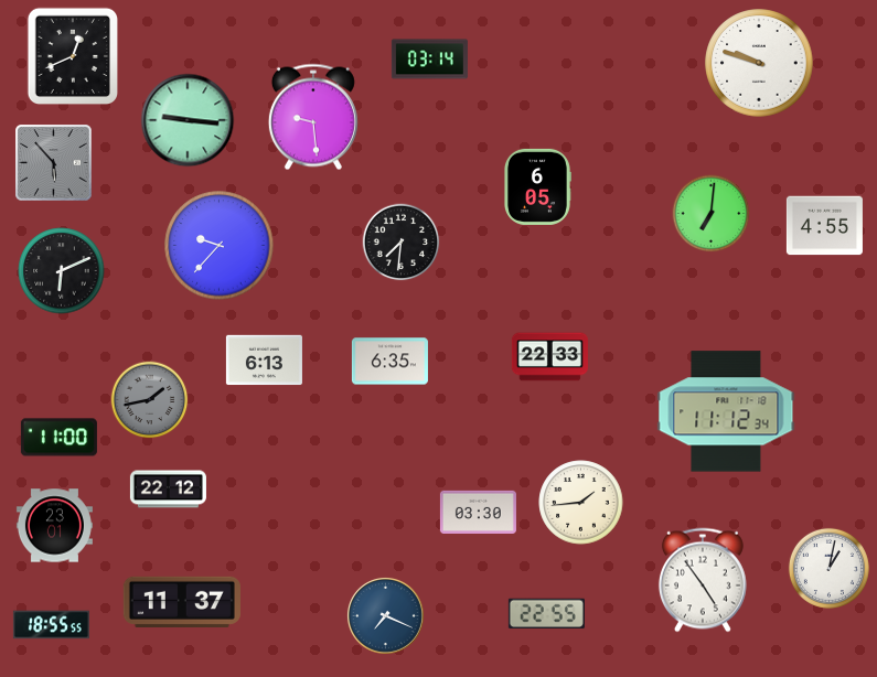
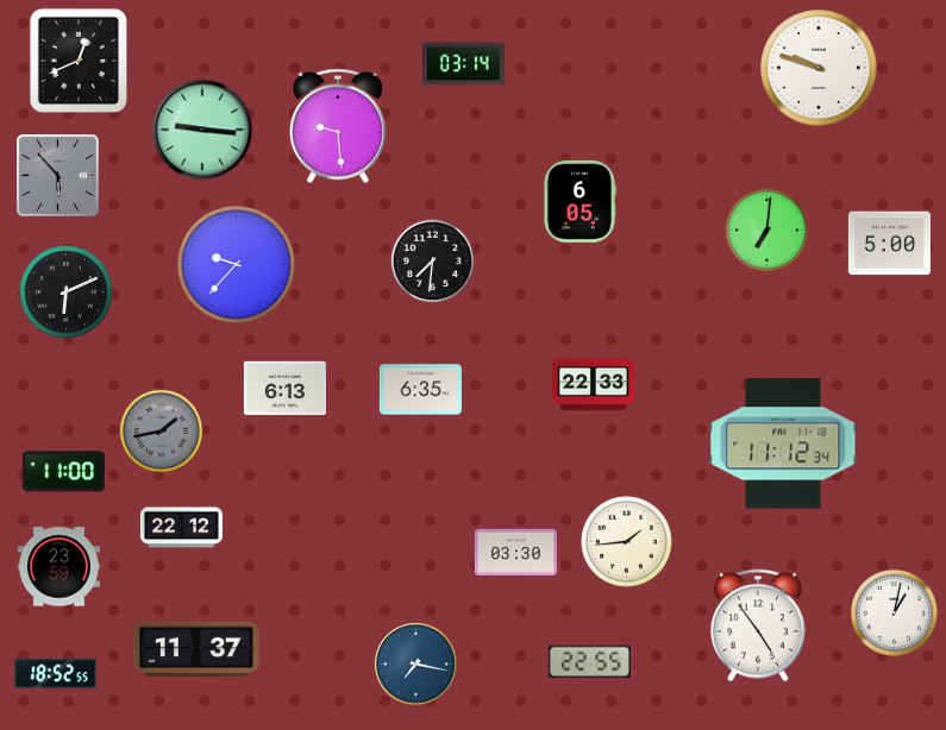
clock at (824, 226): 4:55 -> 5:00
clock at (54, 526): 23:01 -> 23:59
clock at (385, 615): 7:19 -> 7:17
clock at (51, 625): 18:55 -> 18:52
